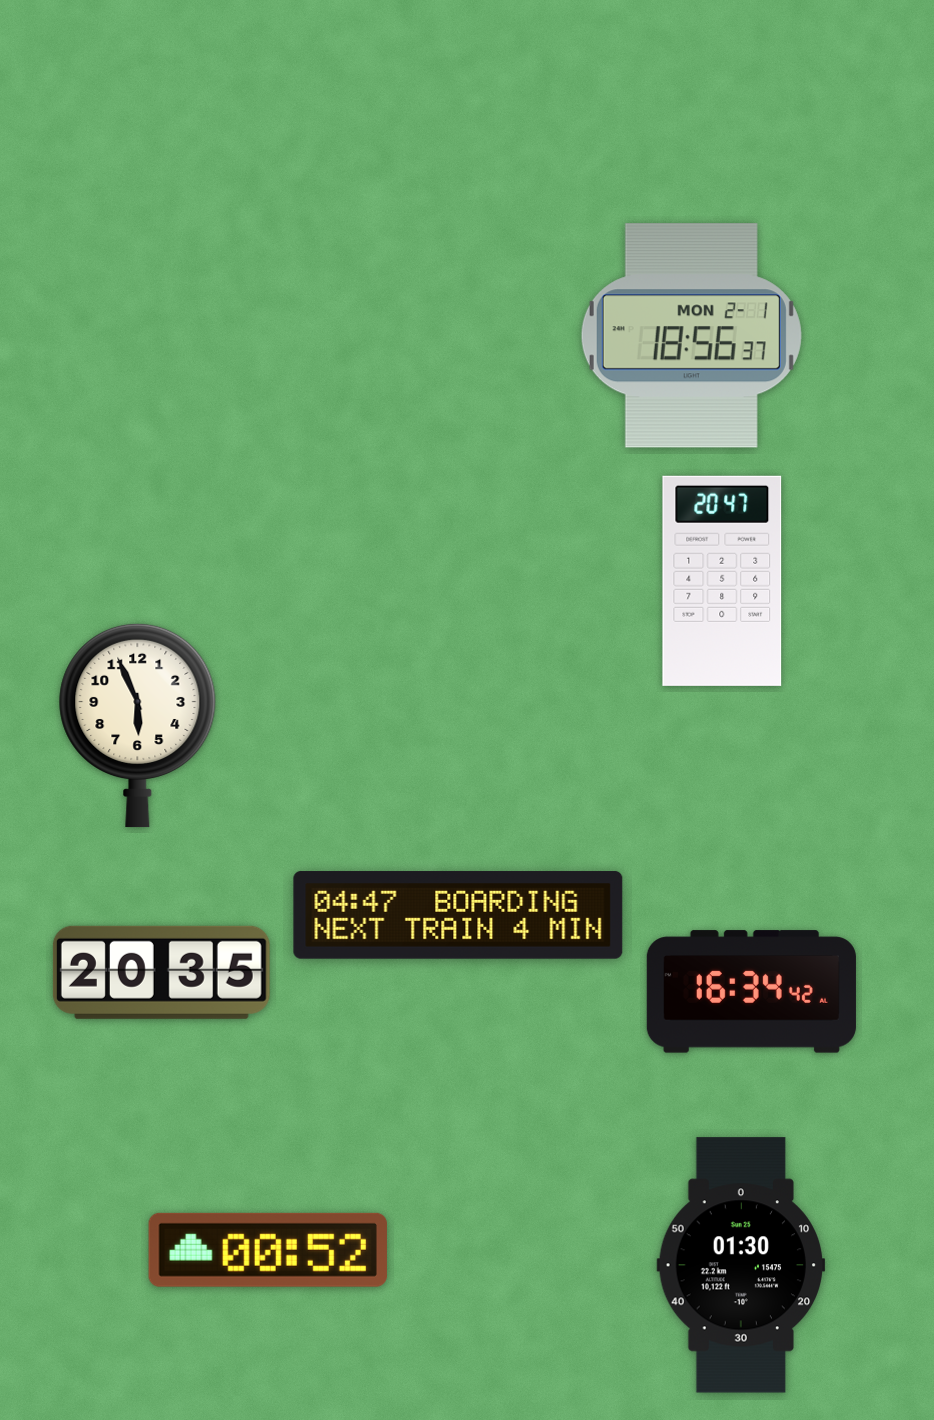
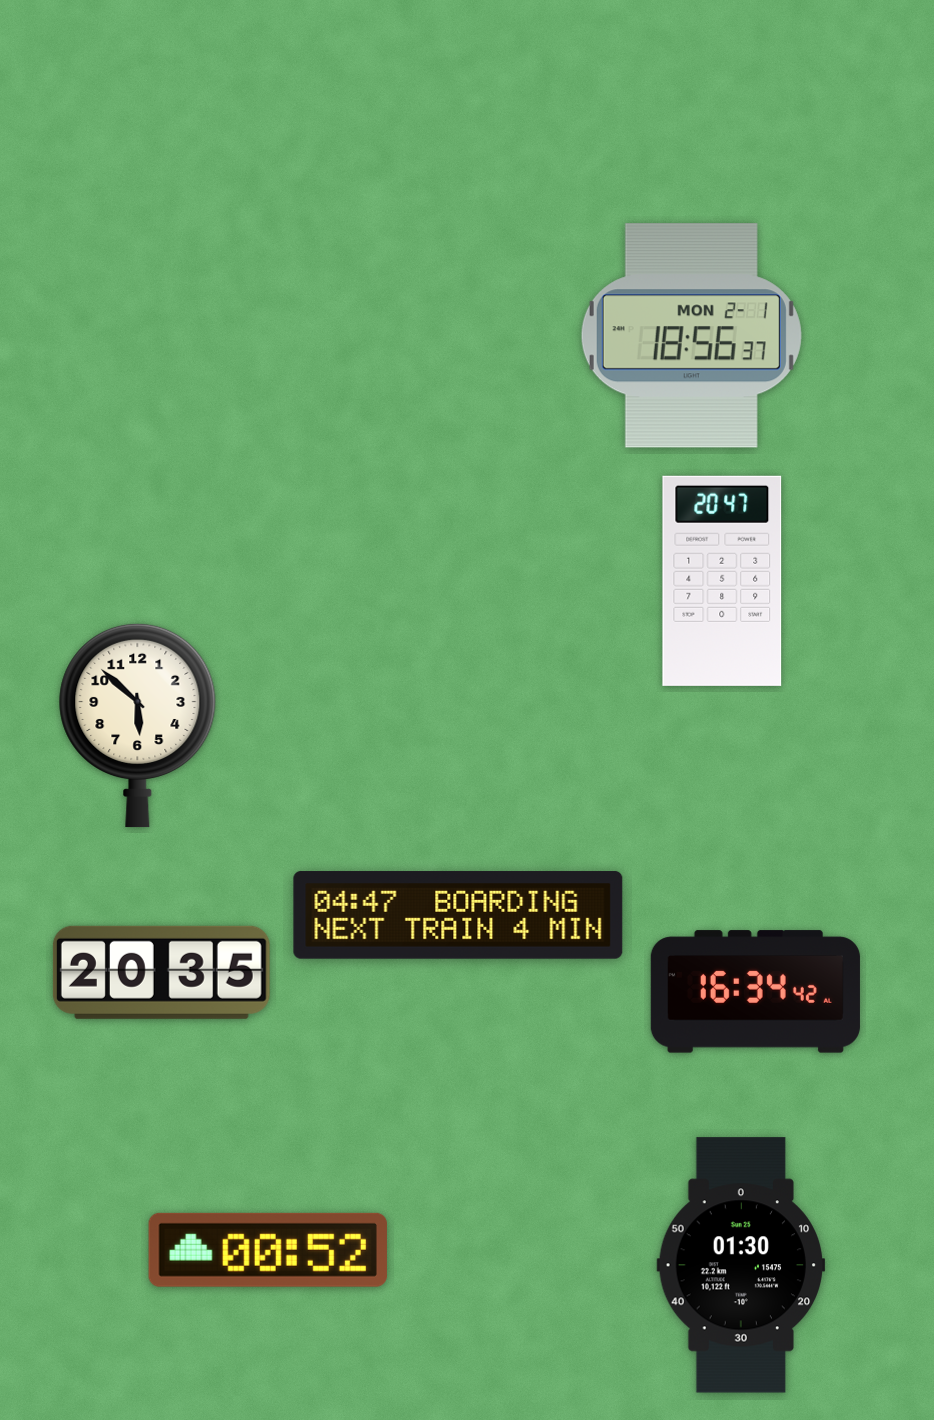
clock at (138, 725): 5:56 -> 5:52
clock at (751, 992) position: (751, 992) -> (755, 992)
